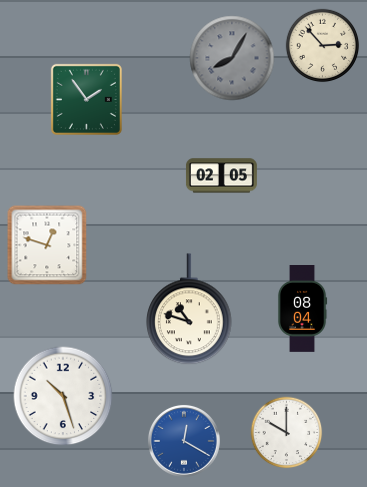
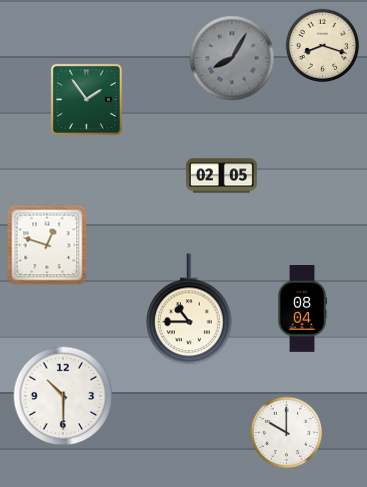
clock at (323, 46): 2:53 -> 8:18
clock at (190, 310): 10:48 -> 10:45
clock at (63, 396): 10:27 -> 10:30
clock at (184, 441): 12:20 -> none
